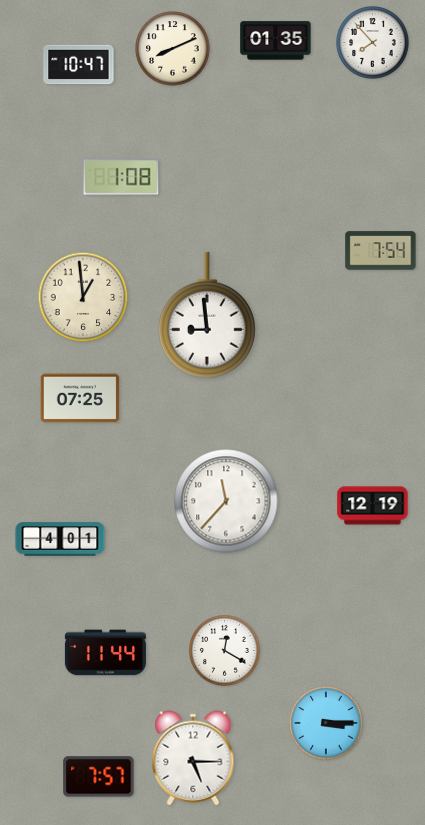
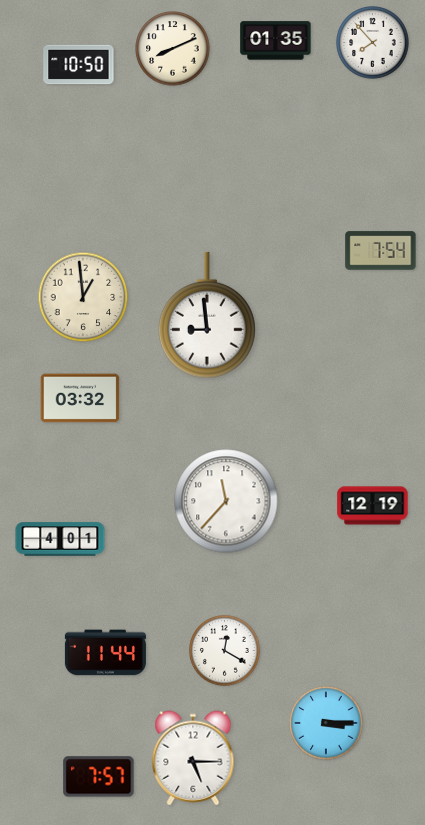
clock at (79, 65): 10:47 -> 10:50
clock at (121, 177): 1:08 -> none
clock at (80, 398): 07:25 -> 03:32
